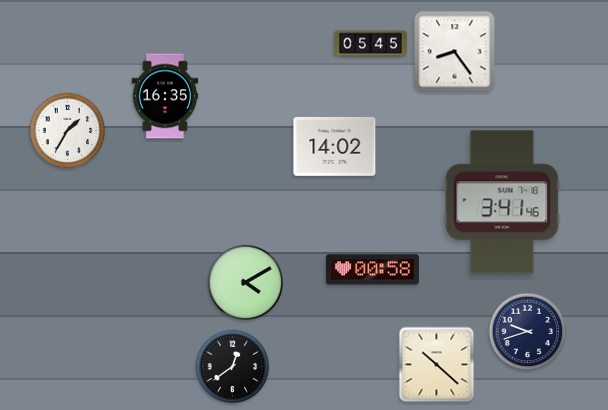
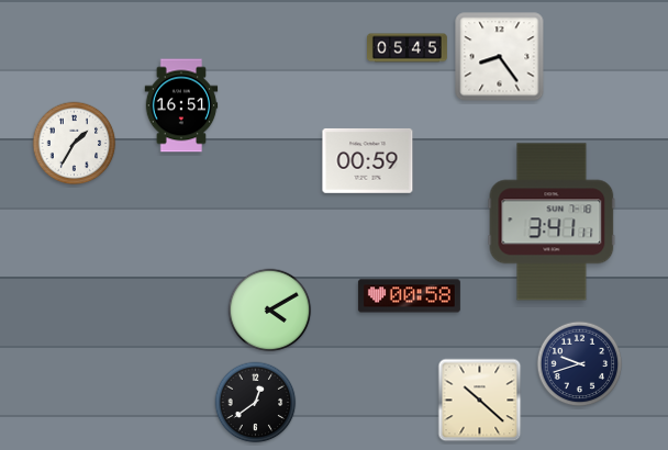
clock at (165, 96): 16:35 -> 16:51
clock at (335, 146): 14:02 -> 00:59
clock at (502, 202): 3:41:46 -> 3:41:11
